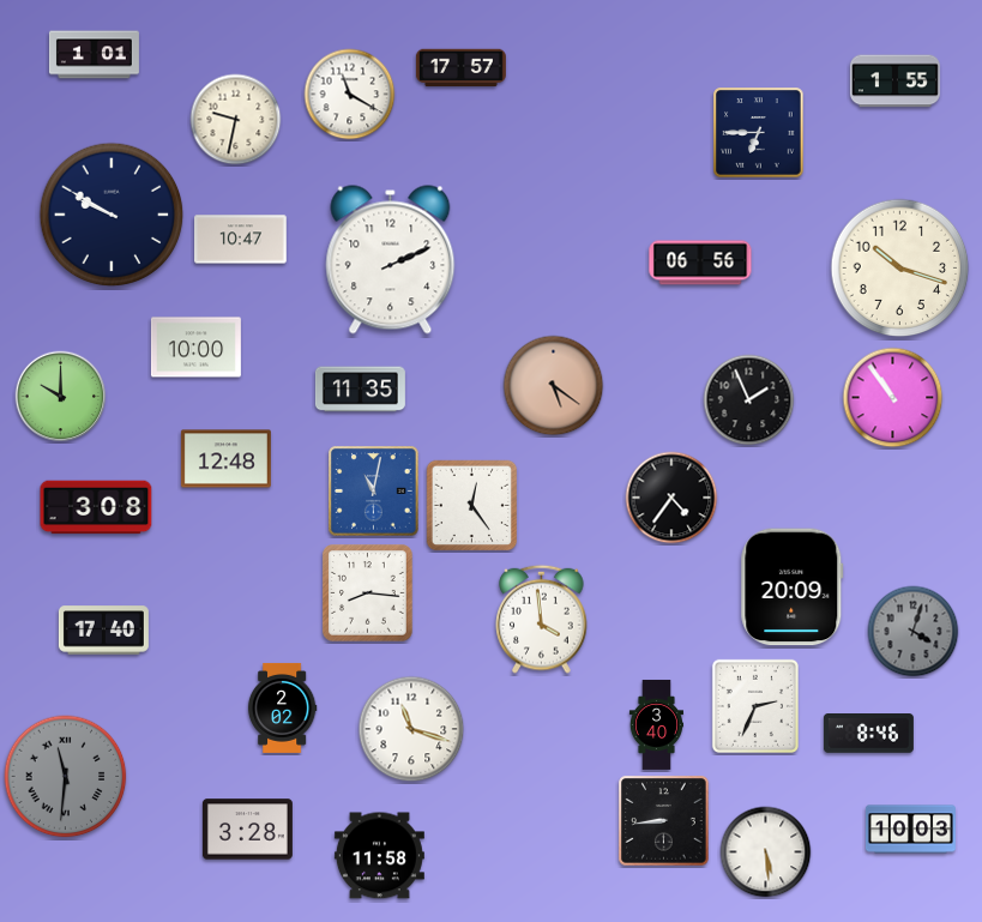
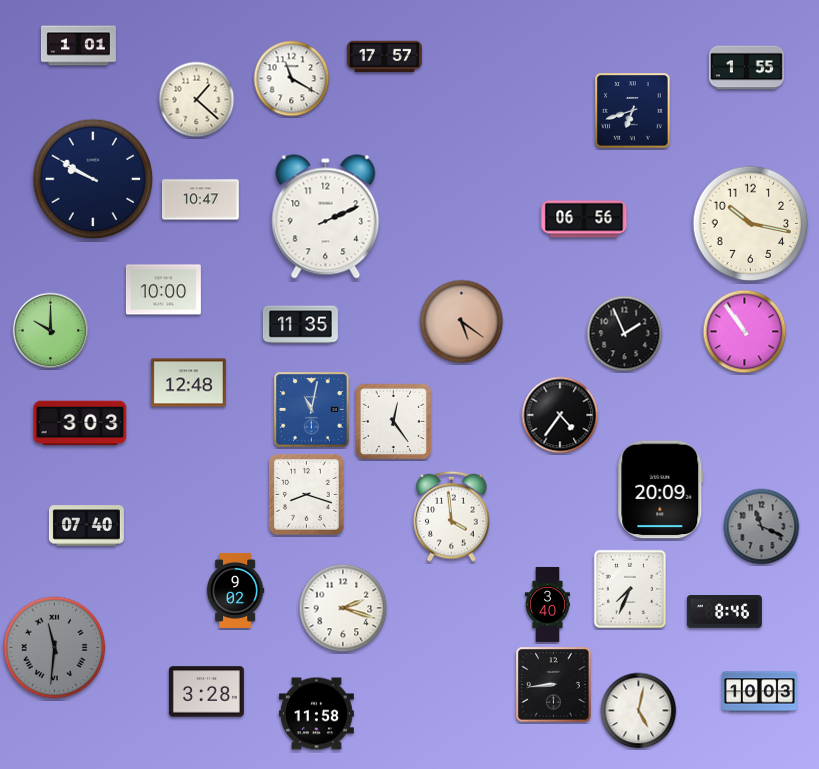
clock at (236, 120): 9:32 -> 1:22
clock at (759, 133): 6:45 -> 6:42
clock at (900, 269): 10:18 -> 10:17
clock at (96, 507): 3:08 -> 3:03
clock at (368, 593): 8:16 -> 8:18
clock at (103, 631): 17:40 -> 07:40
clock at (914, 632): 4:03 -> 11:19
clock at (755, 706): 2:34 -> 7:34
clock at (282, 707): 2:02 -> 9:02
clock at (411, 729): 11:18 -> 2:18
clock at (766, 852): 5:29 -> 5:02
